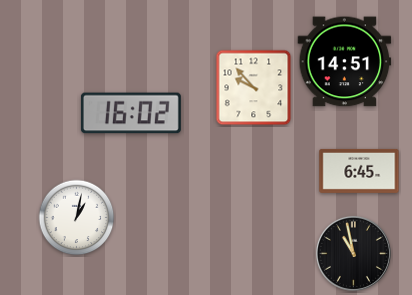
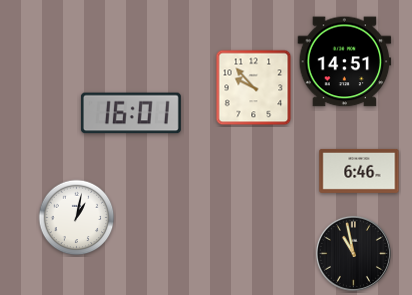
clock at (131, 113): 16:02 -> 16:01
clock at (359, 171): 6:45 -> 6:46
